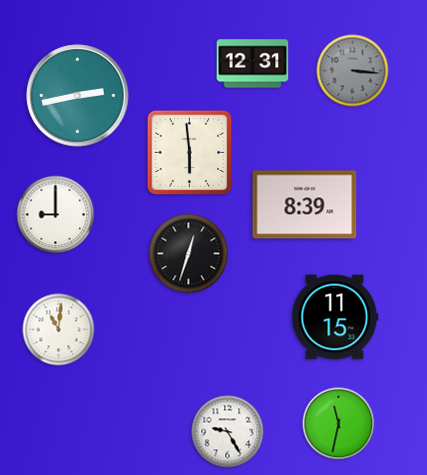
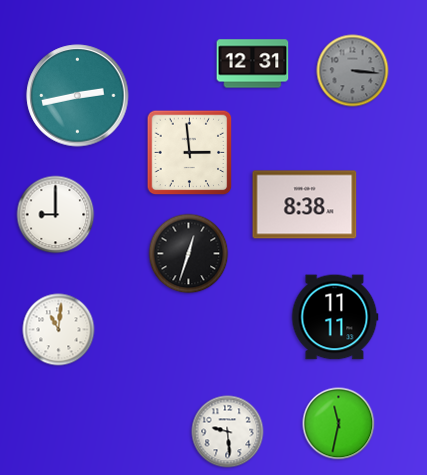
clock at (190, 153): 5:59 -> 2:59
clock at (305, 205): 8:39 -> 8:38
clock at (335, 317): 11:15 -> 11:11
clock at (228, 432): 9:25 -> 9:29
